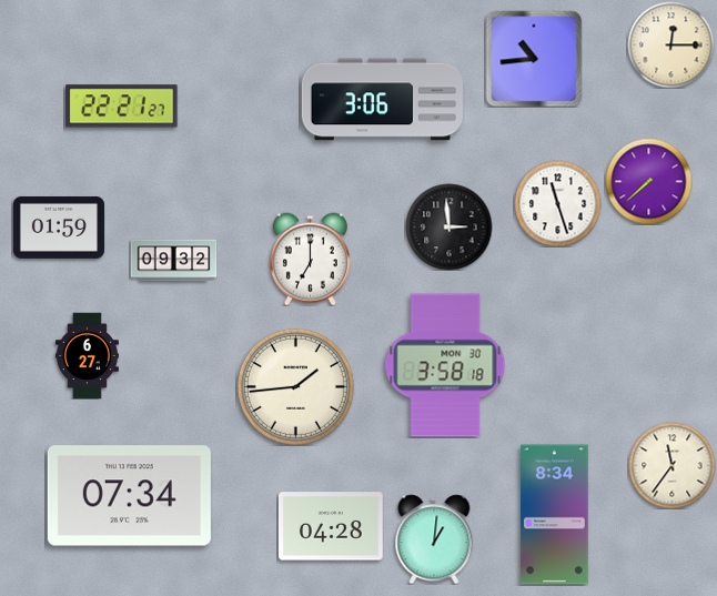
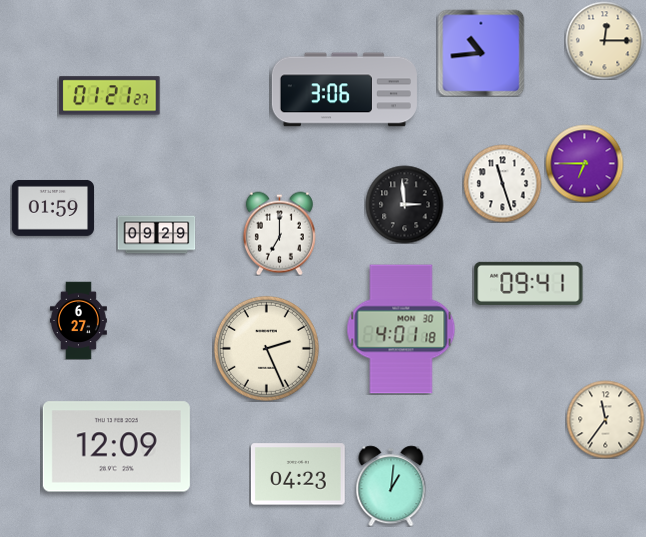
clock at (122, 107): 22:21 -> 01:21
clock at (648, 181): 7:38 -> 6:45
clock at (58, 228) position: (58, 228) -> (52, 208)
clock at (173, 261): 09:32 -> 09:29
clock at (529, 283): none -> 09:41
clock at (445, 365): 3:58 -> 4:01
clock at (295, 386): 1:44 -> 2:26
clock at (129, 496): 07:34 -> 12:09
clock at (555, 515): 8:34 -> none
clock at (331, 526): 04:28 -> 04:23
